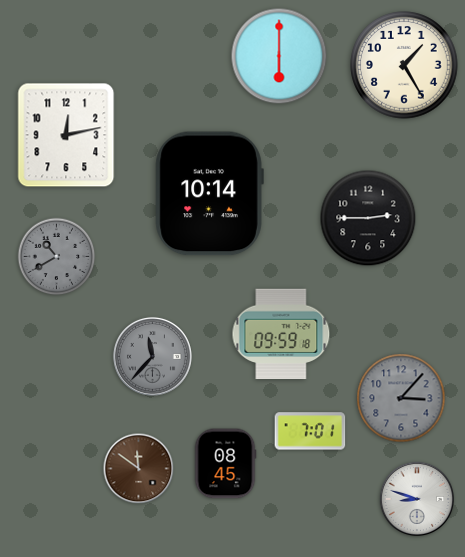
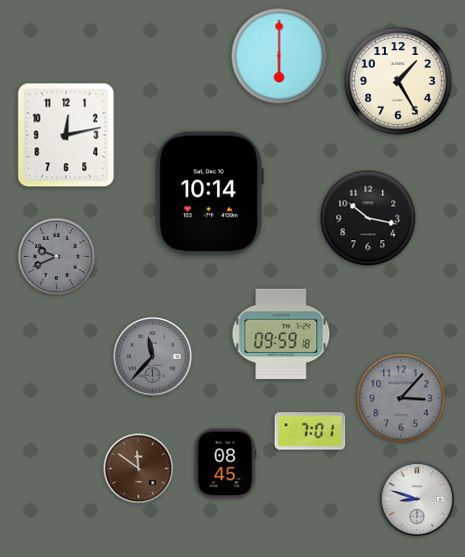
clock at (404, 65) position: (404, 65) -> (398, 81)
clock at (368, 218): 2:45 -> 10:17
clock at (57, 257): 10:40 -> 9:41
